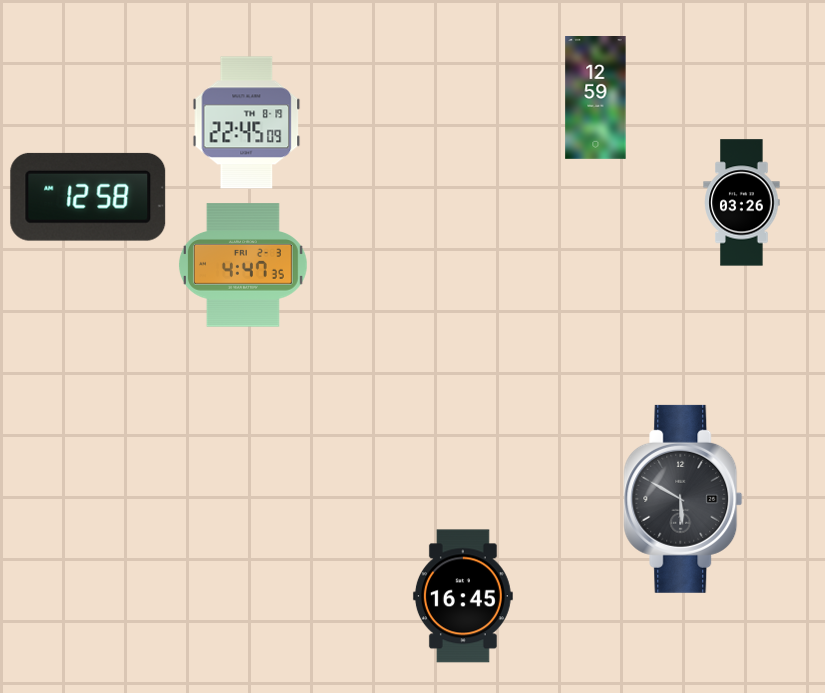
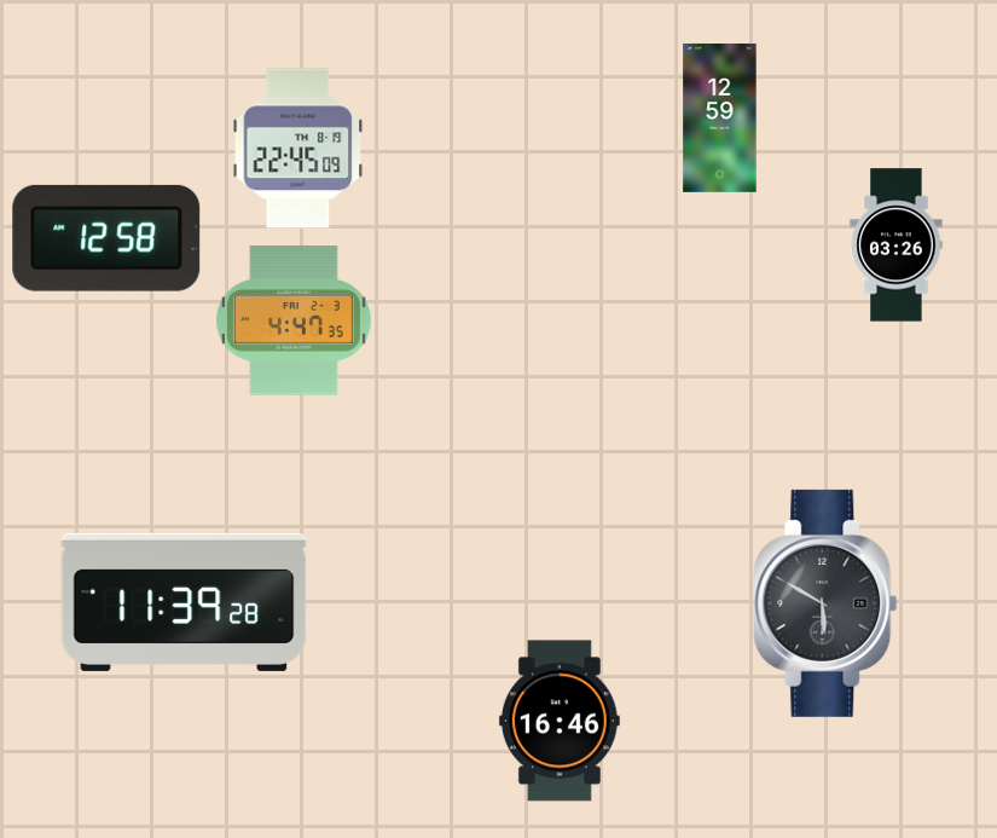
clock at (184, 602): none -> 11:39
clock at (463, 596): 16:45 -> 16:46
